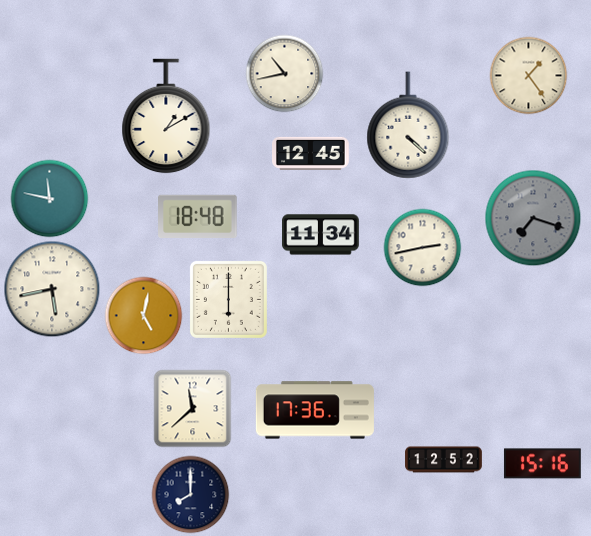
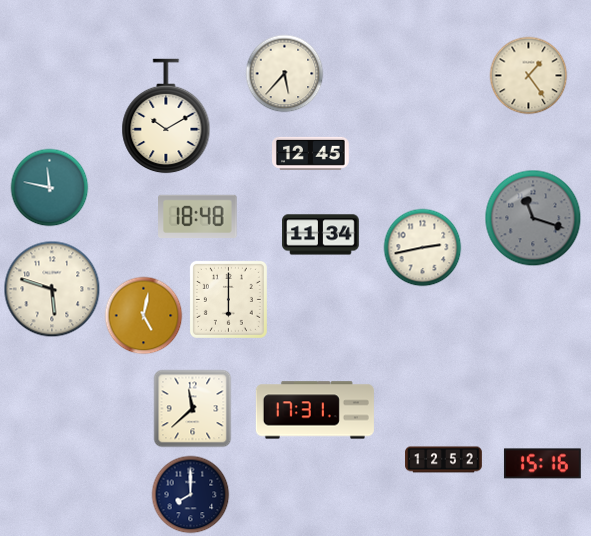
clock at (284, 73): 10:43 -> 5:37
clock at (166, 116): 1:10 -> 10:10
clock at (408, 125): 4:22 -> none
clock at (49, 198) position: (49, 198) -> (49, 187)
clock at (533, 218): 7:18 -> 11:18
clock at (52, 289): 5:43 -> 5:48
clock at (315, 410): 17:36 -> 17:31
